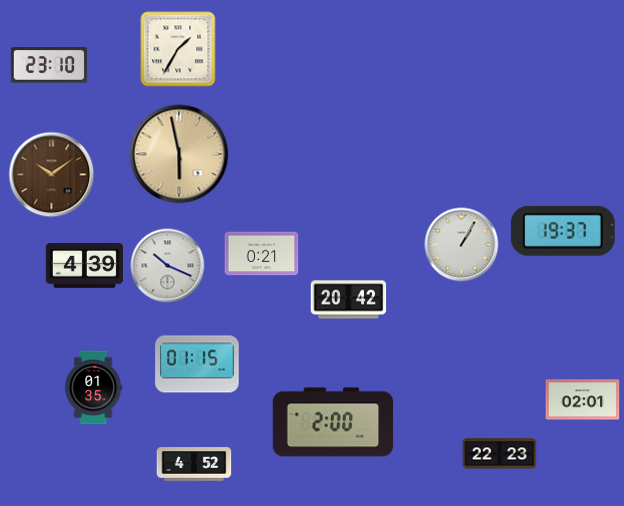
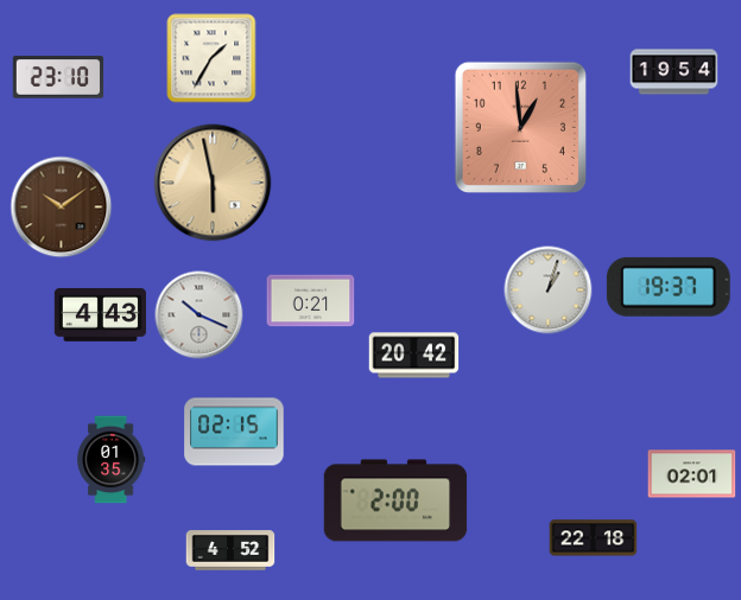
clock at (674, 72): none -> 19:54
clock at (520, 127): none -> 12:59
clock at (563, 231) position: (563, 231) -> (669, 287)
clock at (462, 245): 1:05 -> 1:03
clock at (84, 266): 4:39 -> 4:43
clock at (197, 364): 01:15 -> 02:15
clock at (500, 454): 22:23 -> 22:18
